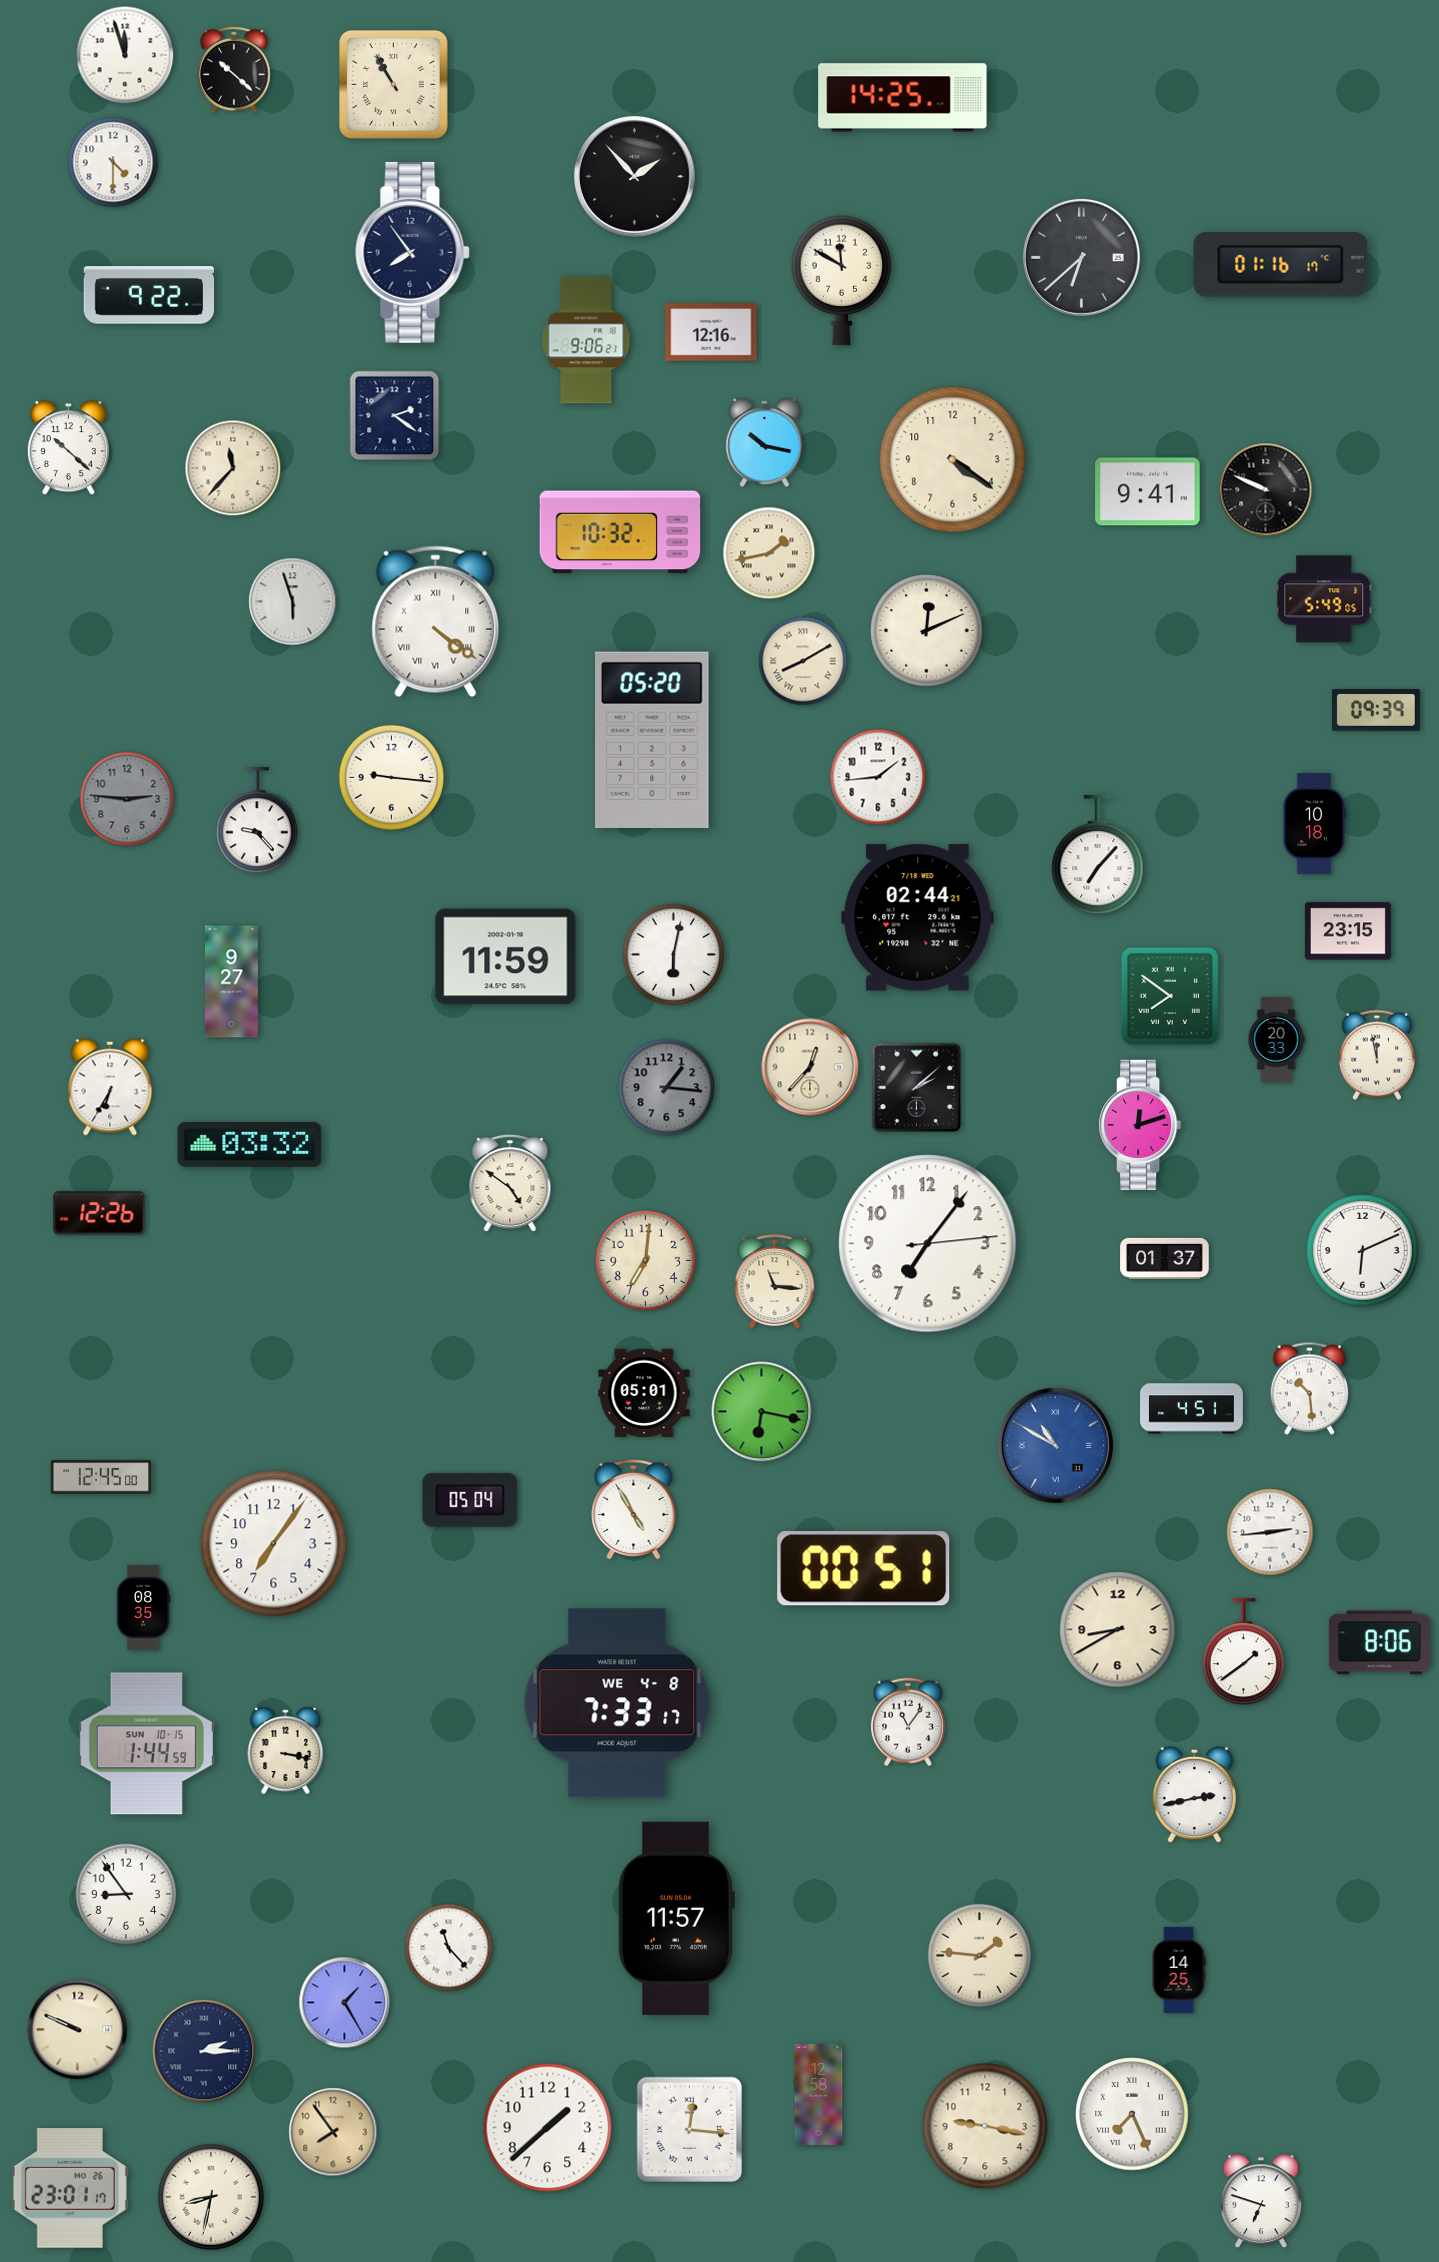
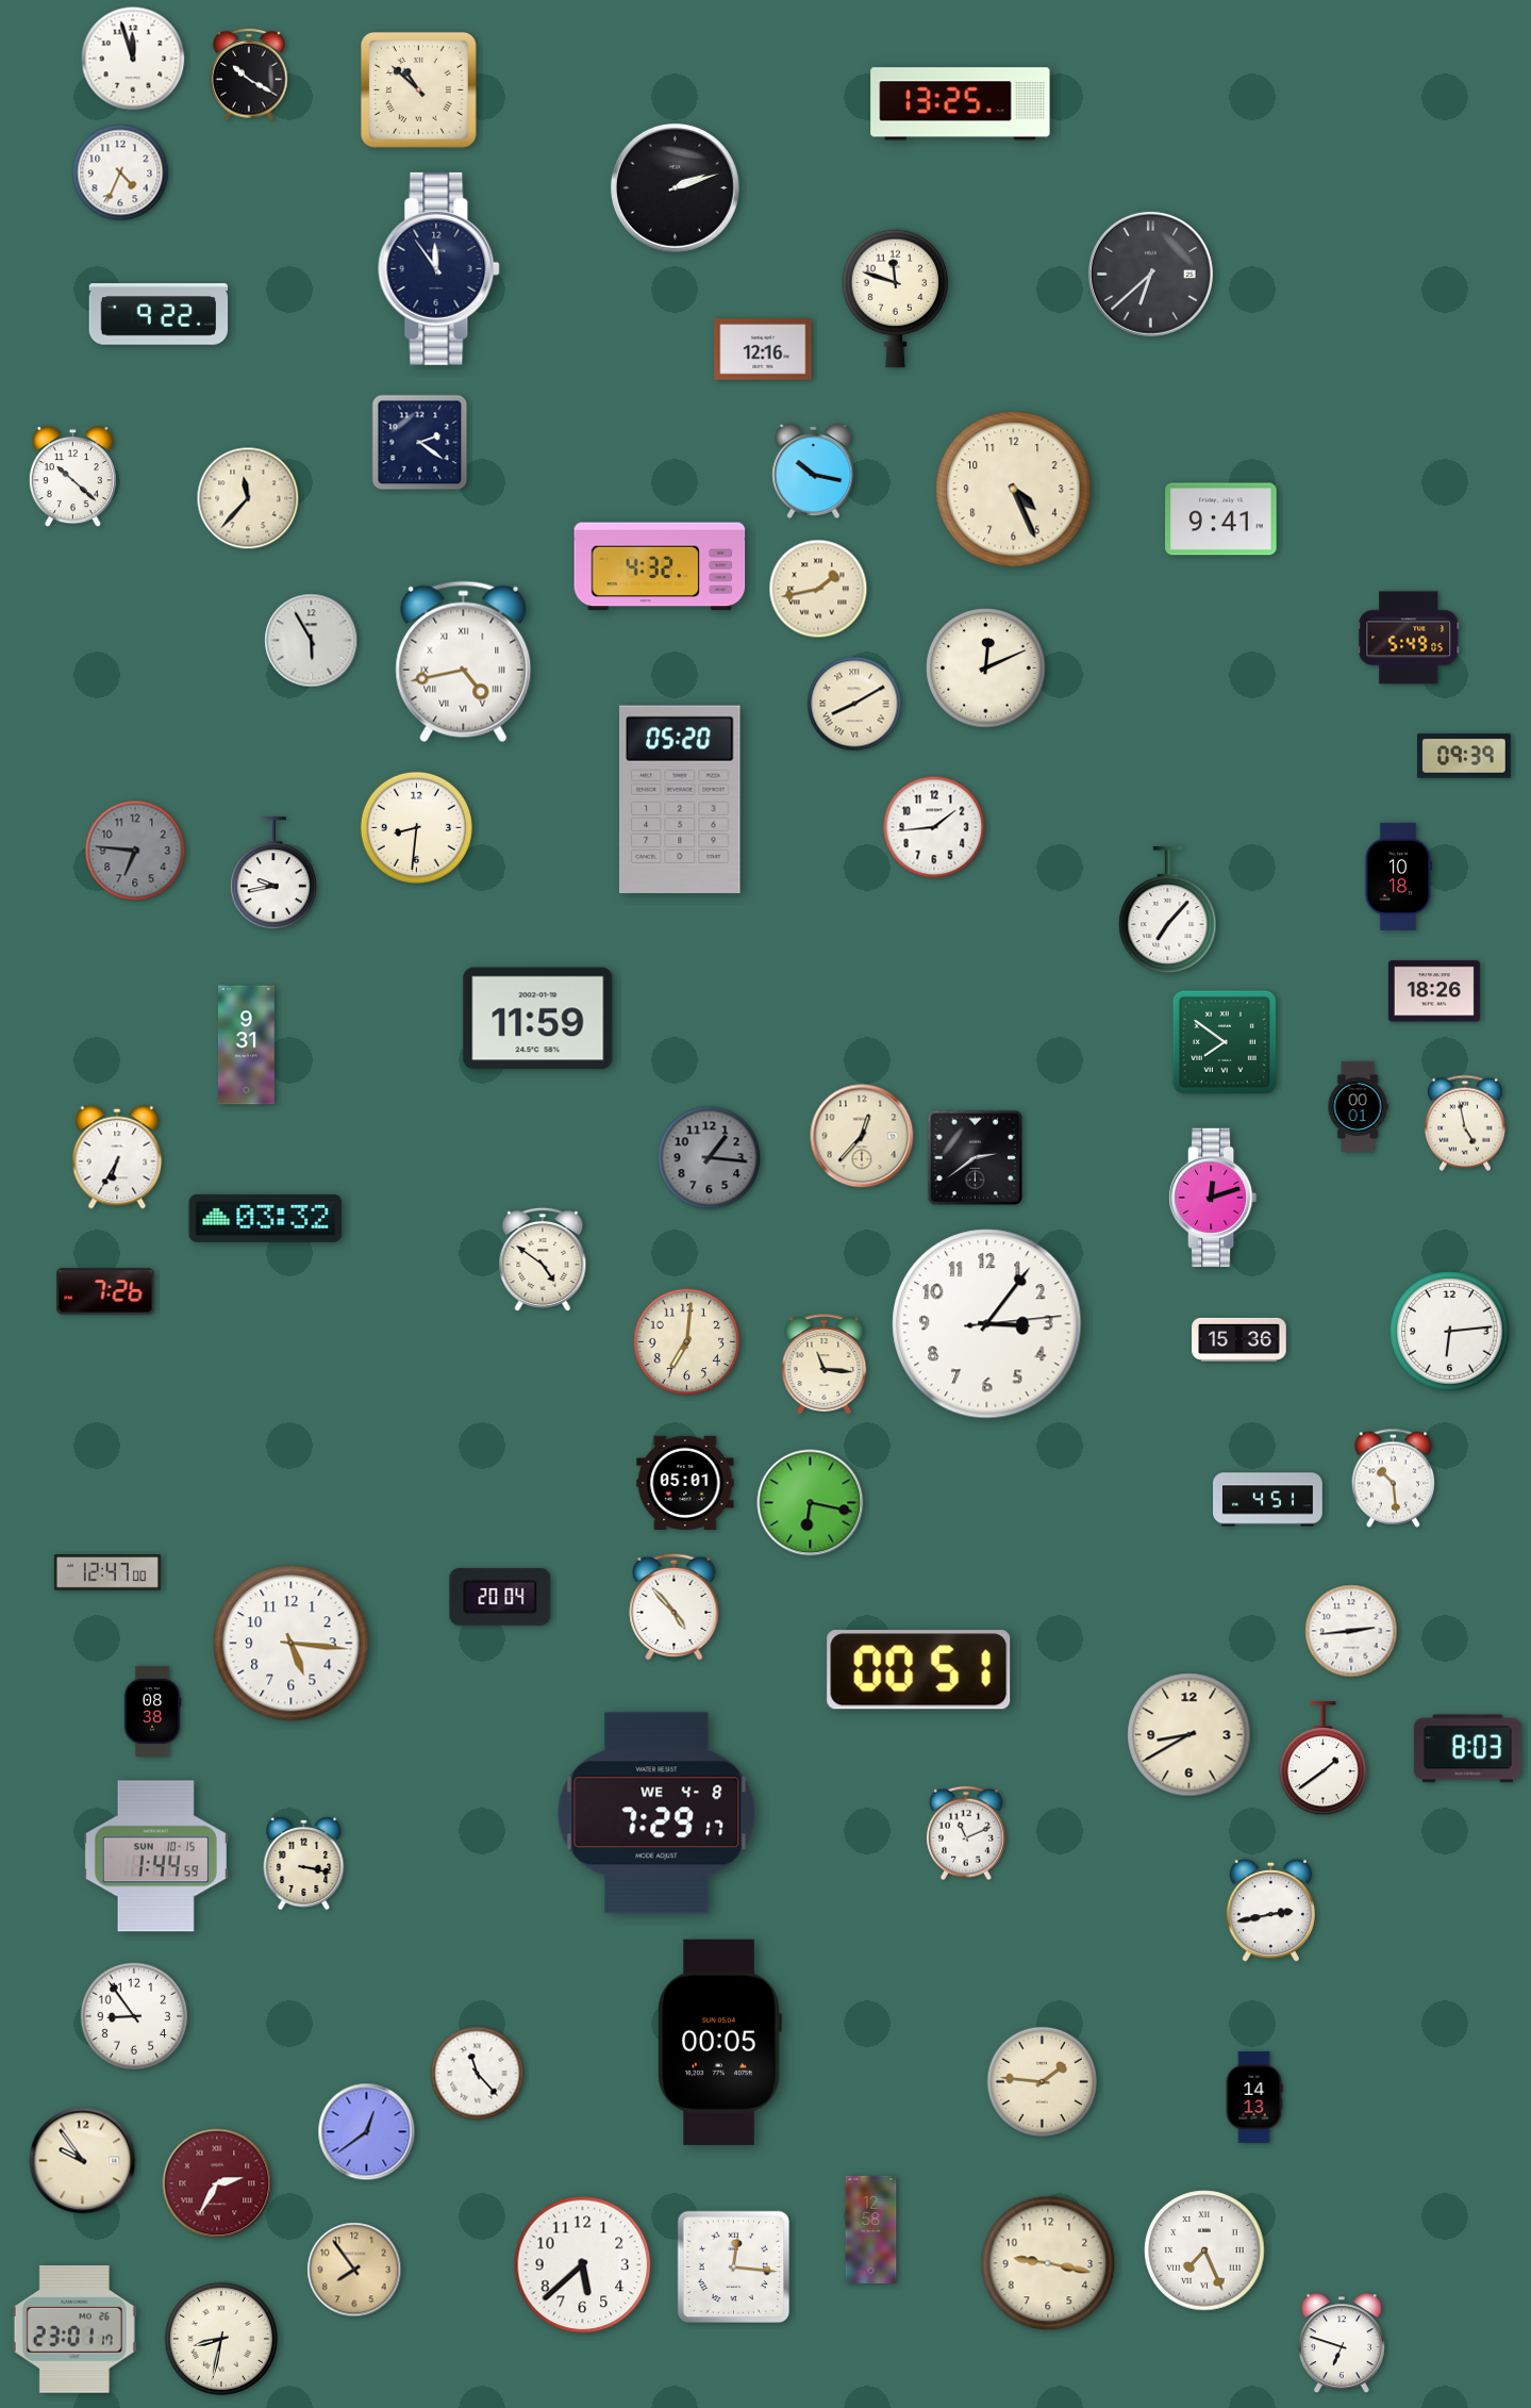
clock at (234, 70): 10:22 -> 10:20
clock at (393, 84): 10:55 -> 10:52
clock at (903, 98): 14:25 -> 13:25
clock at (113, 162): 4:30 -> 4:34
clock at (634, 176): 1:53 -> 2:12
clock at (413, 252): 7:54 -> 11:54
clock at (1281, 265): 01:16 -> none
clock at (842, 281): 11:50 -> 11:48
clock at (711, 332) position: (711, 332) -> (763, 349)
clock at (586, 340): 9:06 -> none
clock at (953, 460): 4:21 -> 4:26
clock at (1266, 490): 9:49 -> none
clock at (1148, 492) position: (1148, 492) -> (1221, 519)
clock at (620, 532): 10:32 -> 4:32
clock at (293, 602): 5:57 -> 5:55
clock at (436, 622): 4:21 -> 4:43
clock at (927, 631) position: (927, 631) -> (986, 669)
clock at (652, 739) position: (652, 739) -> (680, 798)
clock at (391, 777): 9:16 -> 8:31
clock at (127, 799): 2:46 -> 6:46
clock at (257, 821): 9:23 -> 9:43
clock at (918, 918): 02:44 -> none
clock at (1348, 931): 23:15 -> 18:26
clock at (674, 955): 6:02 -> none
clock at (232, 982): 9:27 -> 9:31
clock at (1170, 996) position: (1170, 996) -> (1225, 1042)
clock at (1276, 1039): 20:33 -> 00:01
clock at (1377, 1055): 11:58 -> 4:58
clock at (917, 1088): 2:08 -> 2:39
clock at (99, 1213): 12:26 -> 7:26
clock at (928, 1244): 7:06 -> 3:06
clock at (1363, 1251): 6:11 -> 6:14
clock at (1165, 1258): 01:37 -> 15:36
clock at (1055, 1445): 10:50 -> none
clock at (100, 1477): 12:45 -> 12:47
clock at (470, 1500): 05:04 -> 20:04
clock at (634, 1509): 4:55 -> 4:53
clock at (274, 1544): 7:06 -> 5:16
clock at (143, 1607): 08:35 -> 08:38
clock at (1379, 1643): 8:06 -> 8:03
clock at (617, 1703): 7:33 -> 7:29
clock at (908, 1722): 11:06 -> 11:11
clock at (676, 1918): 11:57 -> 00:05
clock at (1179, 1970): 14:25 -> 14:13
clock at (345, 2003): 1:25 -> 12:39
clock at (78, 2030): 9:49 -> 9:54
clock at (204, 2051): 2:15 -> 2:35
clock at (204, 2051) dial: navy -> burgundy
clock at (548, 2128): 1:38 -> 5:38
clock at (211, 2197) position: (211, 2197) -> (221, 2339)
